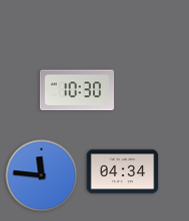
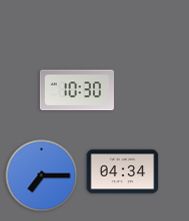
clock at (42, 176): 11:46 -> 7:15
